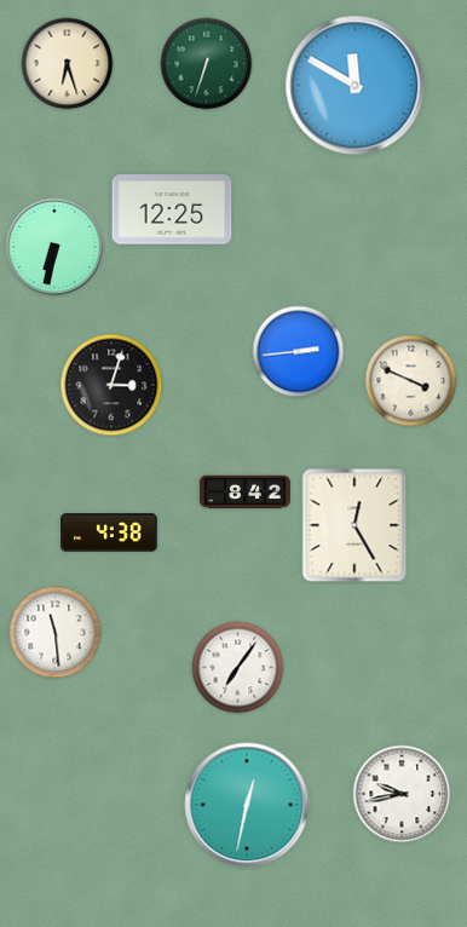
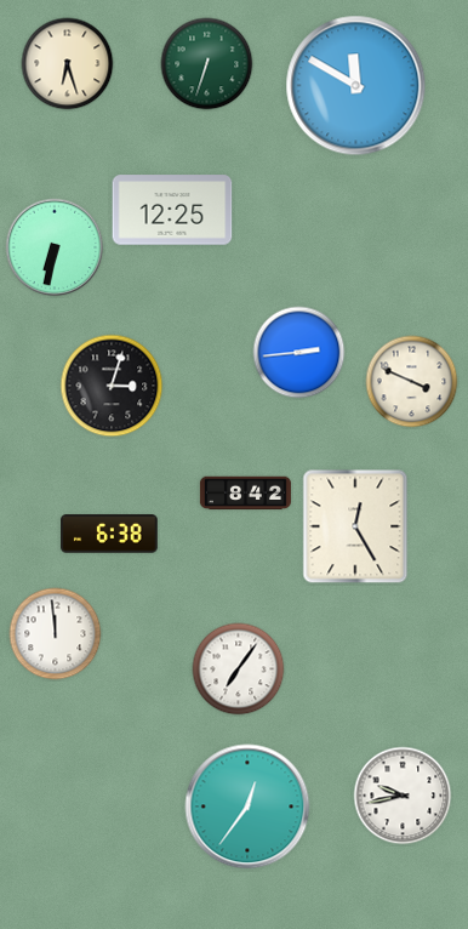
clock at (109, 532): 4:38 -> 6:38
clock at (56, 633): 11:29 -> 11:59
clock at (247, 805): 12:32 -> 12:36
